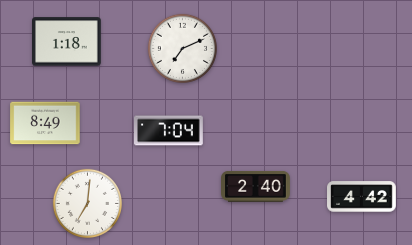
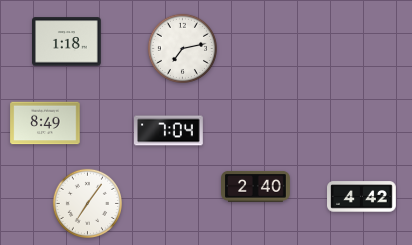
clock at (182, 48): 7:11 -> 7:13
clock at (87, 203): 7:01 -> 7:06
